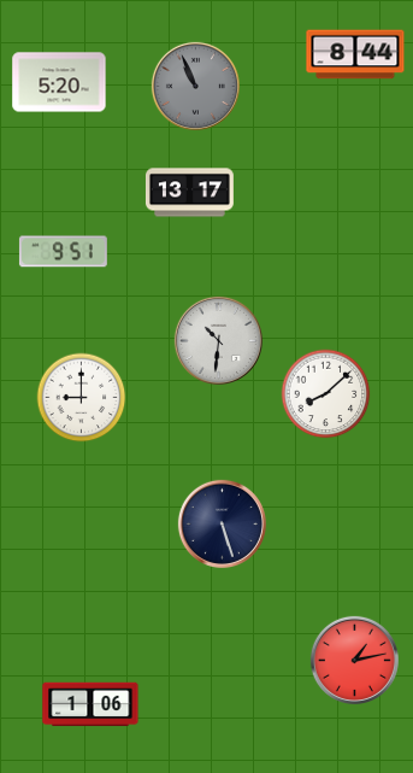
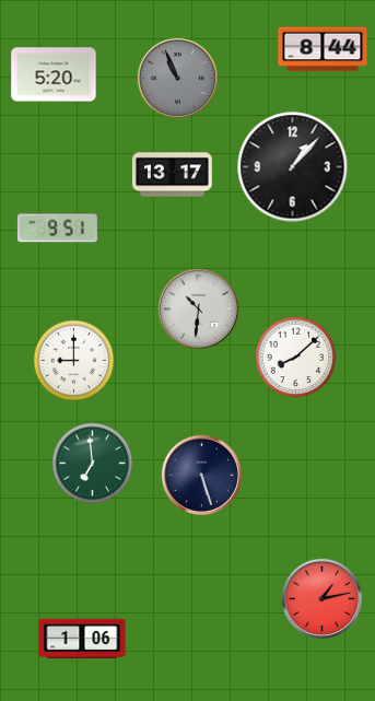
clock at (293, 167): none -> 1:07
clock at (93, 464): none -> 6:59
